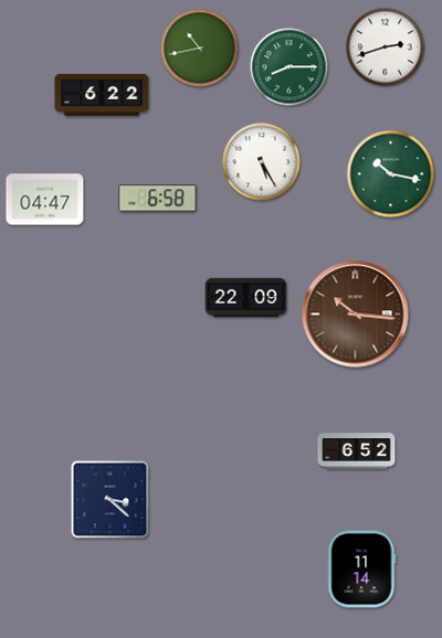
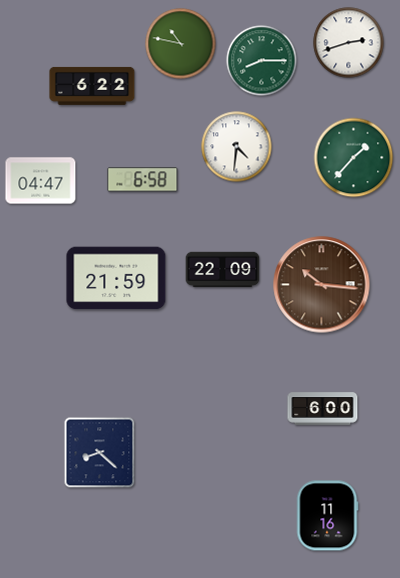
clock at (200, 49): 10:43 -> 10:47
clock at (262, 162): 5:25 -> 4:31
clock at (391, 174): 10:17 -> 1:37
clock at (116, 278): none -> 21:59
clock at (357, 451): 6:52 -> 6:00
clock at (110, 500): 3:22 -> 8:22
clock at (361, 570): 11:14 -> 11:16
